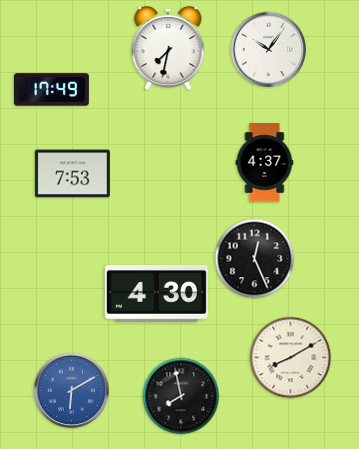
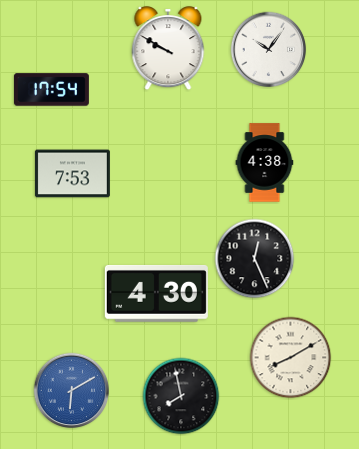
clock at (168, 49): 7:32 -> 9:50
clock at (51, 90): 17:49 -> 17:54
clock at (265, 163): 4:37 -> 4:38
